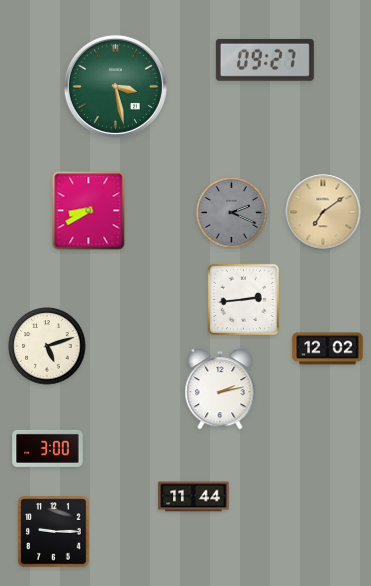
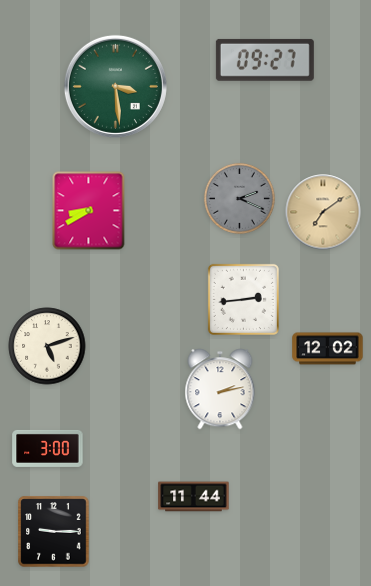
clock at (115, 86): 3:28 -> 3:29
clock at (231, 212) position: (231, 212) -> (239, 198)
